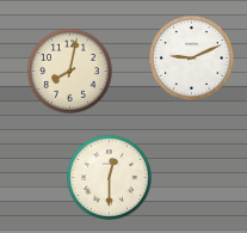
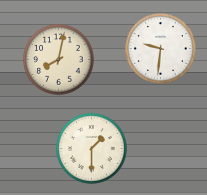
clock at (192, 59): 9:11 -> 9:31
clock at (110, 178): 12:30 -> 1:30
